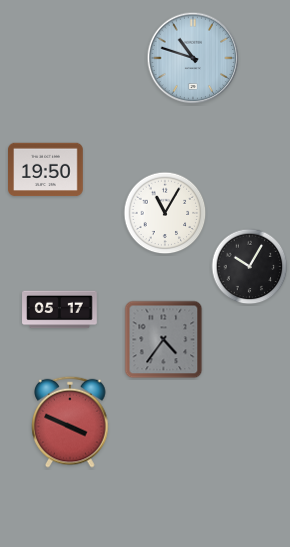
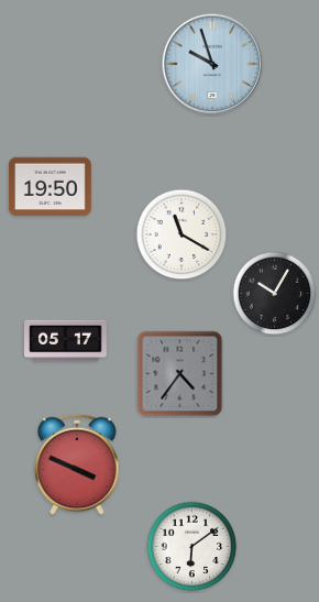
clock at (193, 58): 10:48 -> 9:57
clock at (165, 213): 11:05 -> 11:20
clock at (193, 547): none -> 6:09
